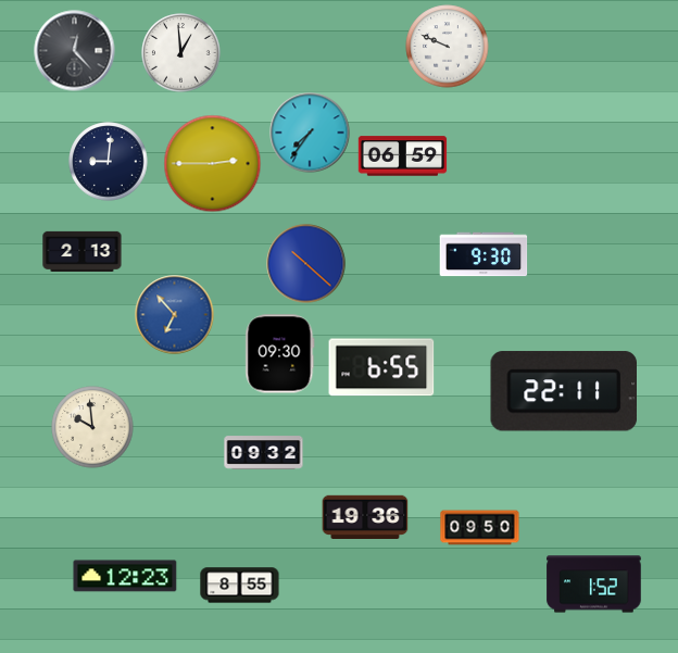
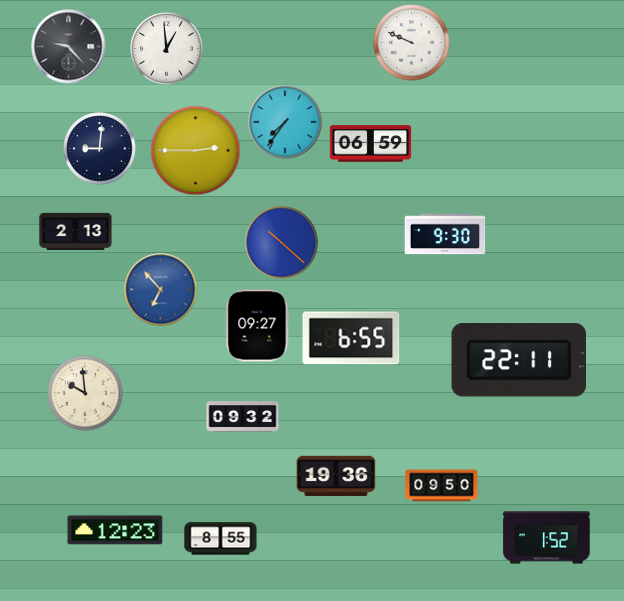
clock at (75, 51): 12:23 -> 9:23
clock at (280, 354): 09:30 -> 09:27
